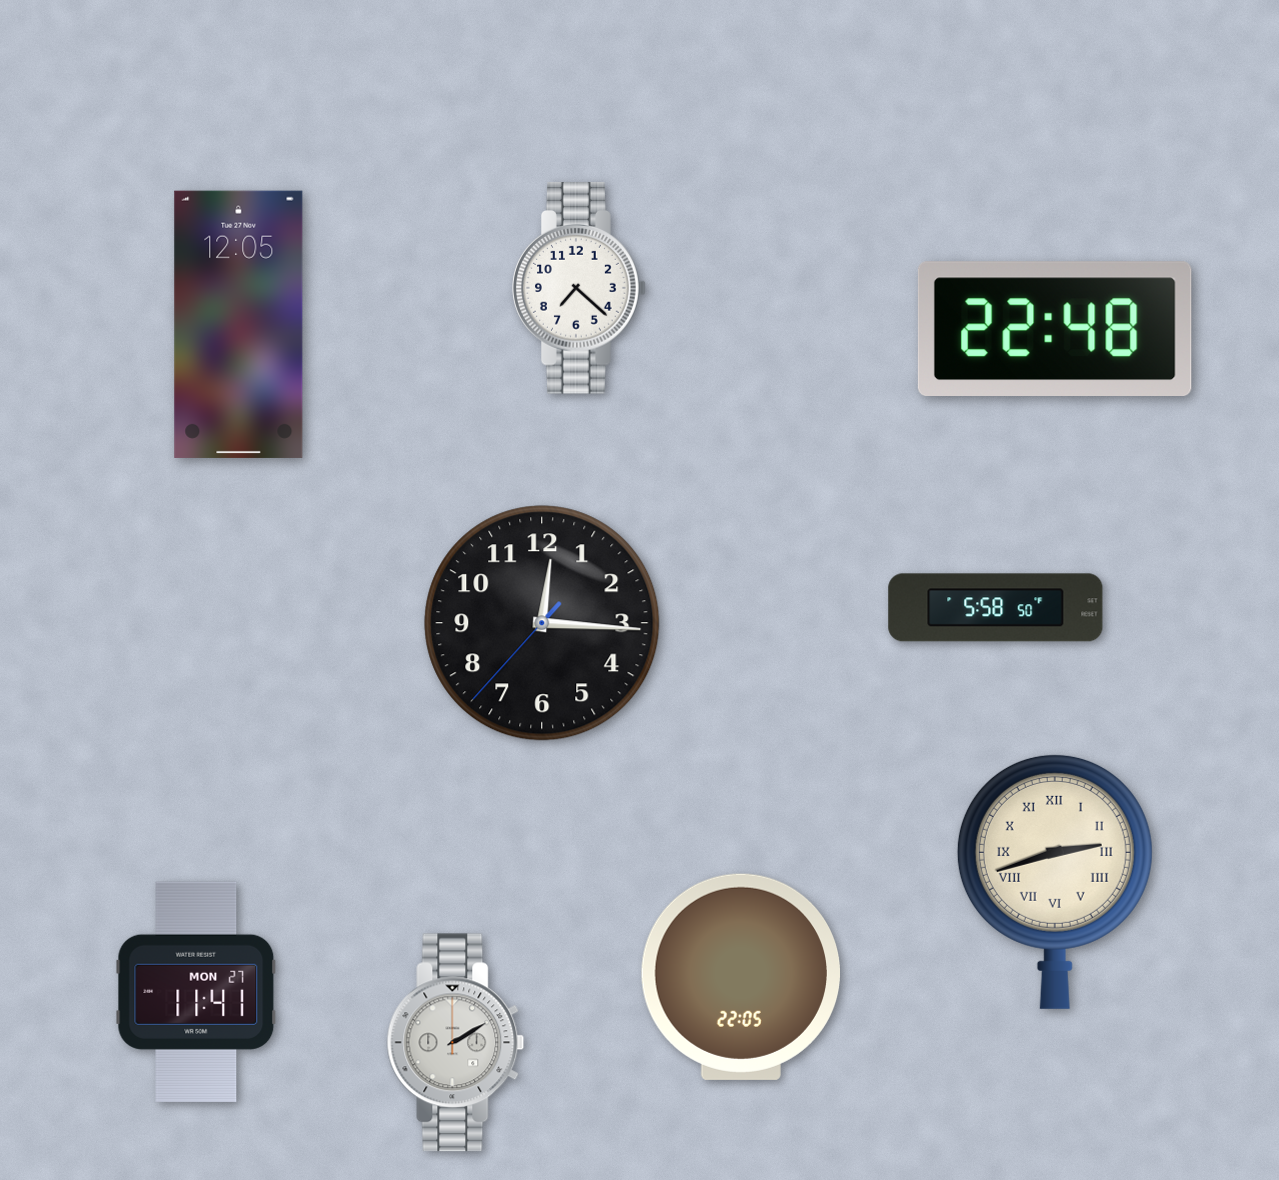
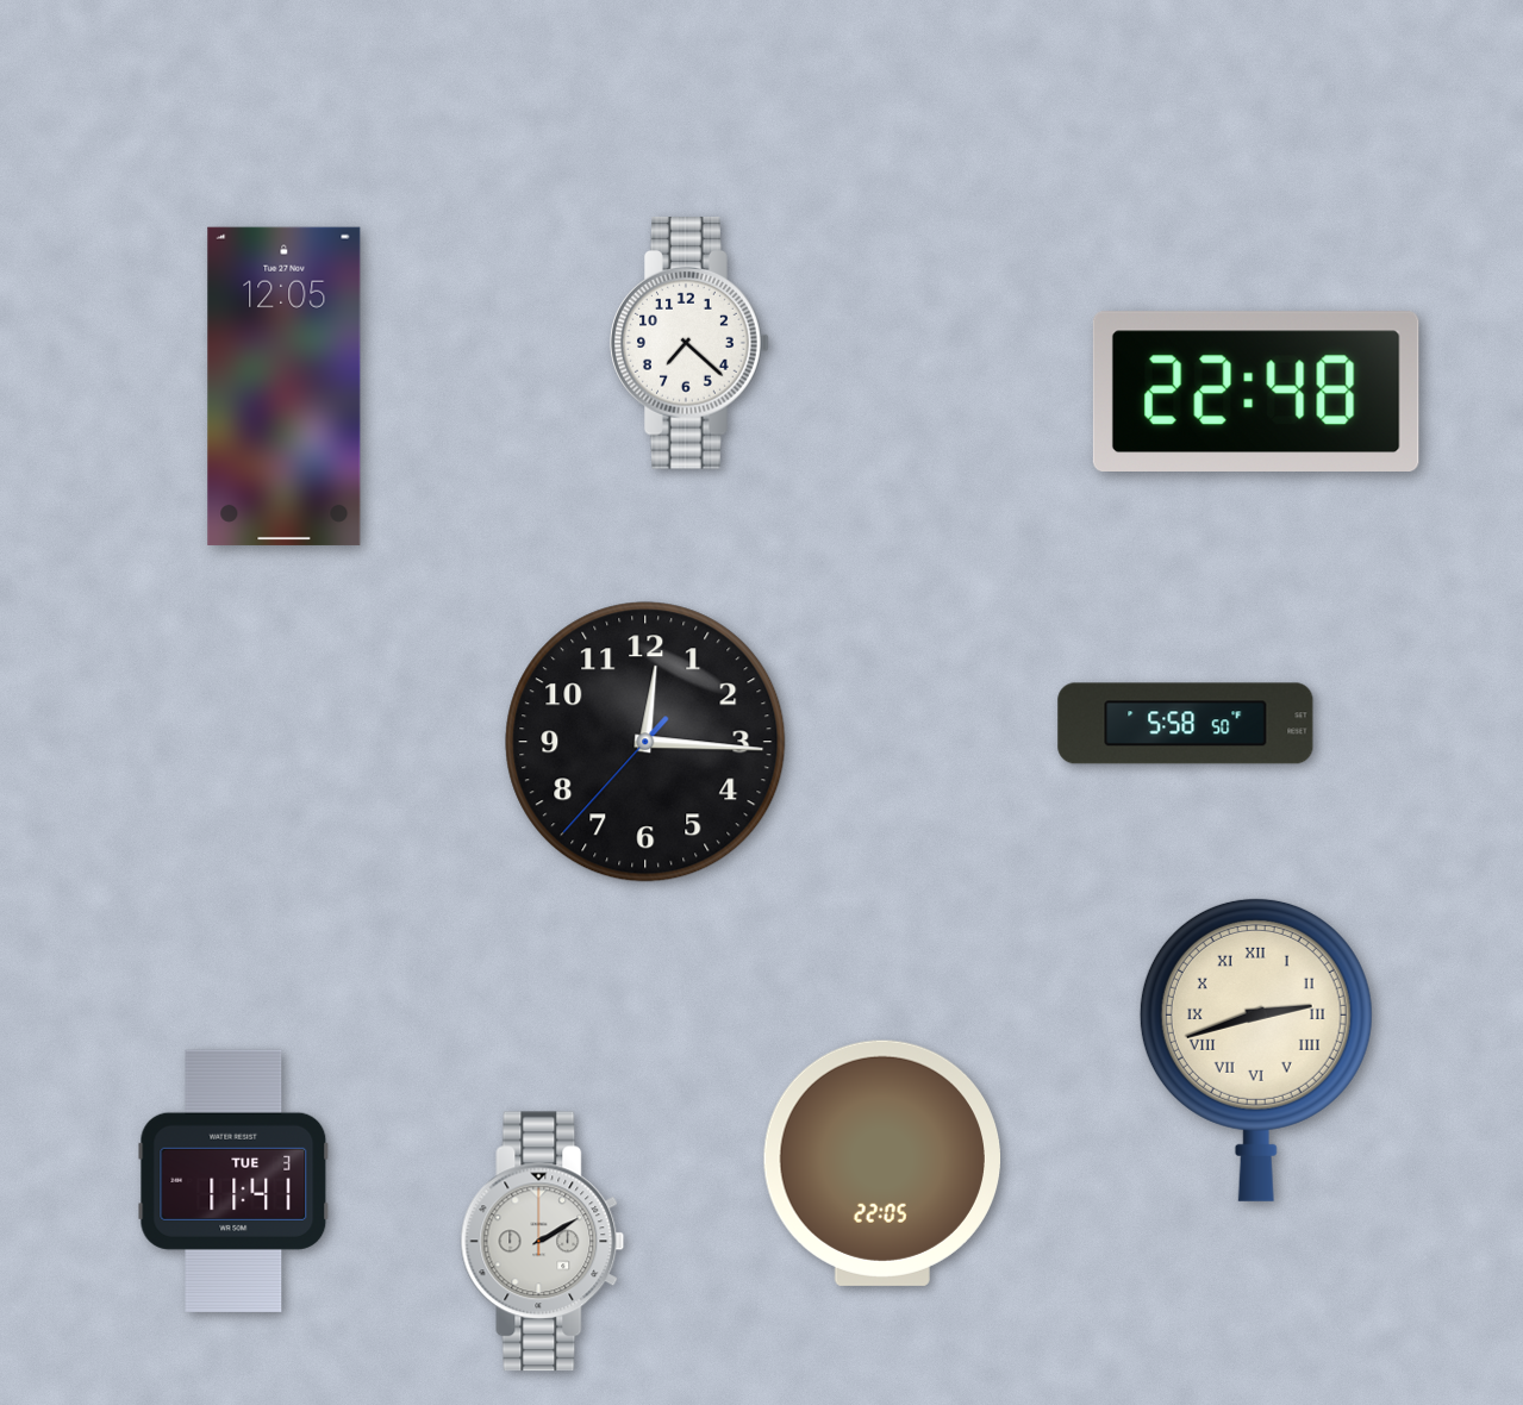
clock at (196, 991) date: MON 27 -> TUE 3
